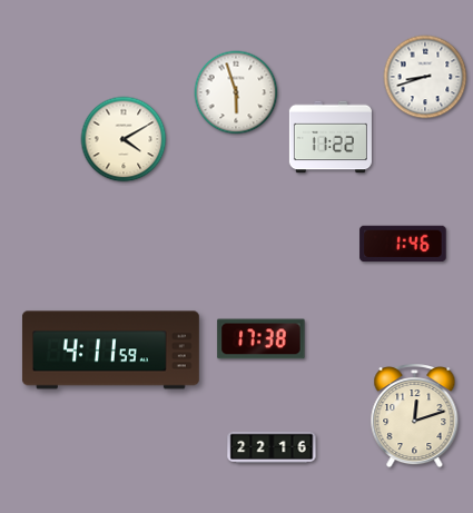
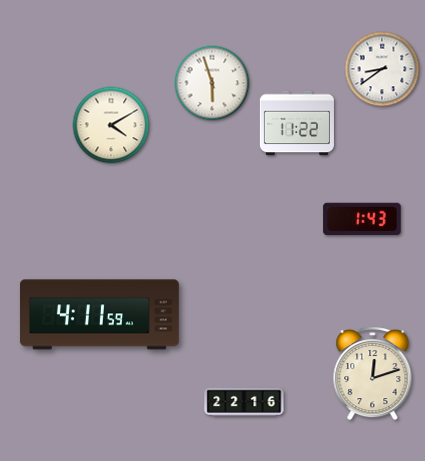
clock at (425, 77): 8:42 -> 8:39
clock at (403, 244): 1:46 -> 1:43
clock at (262, 339): 17:38 -> none
